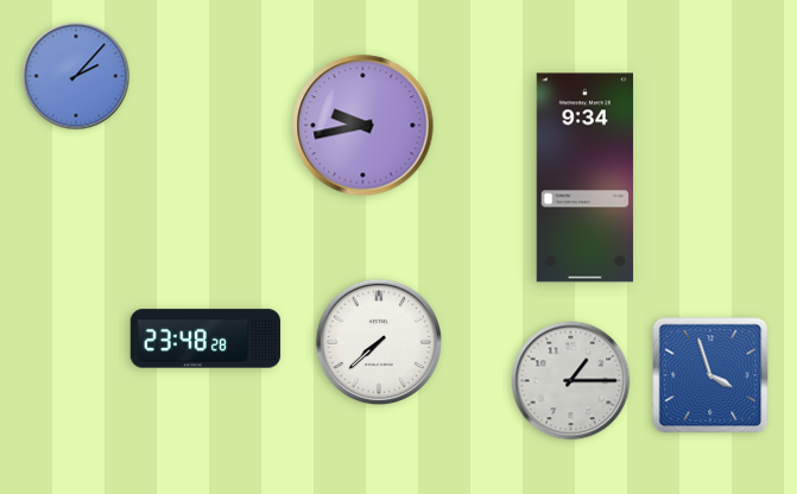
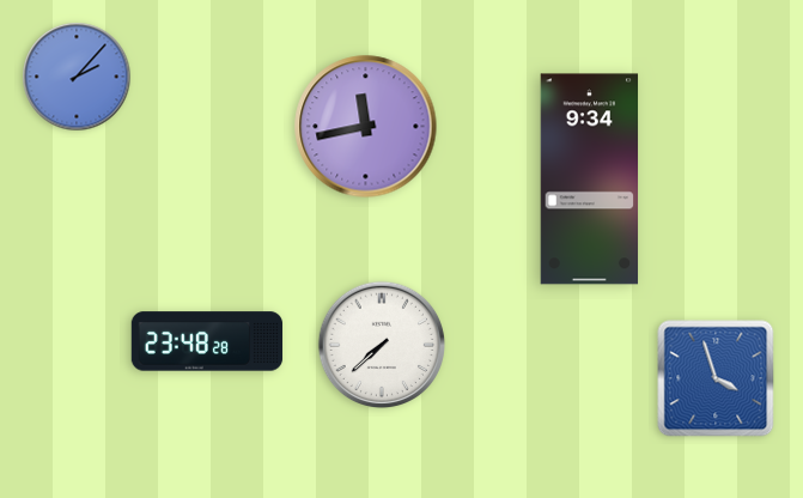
clock at (363, 126): 9:43 -> 11:43
clock at (571, 381): 1:15 -> none
